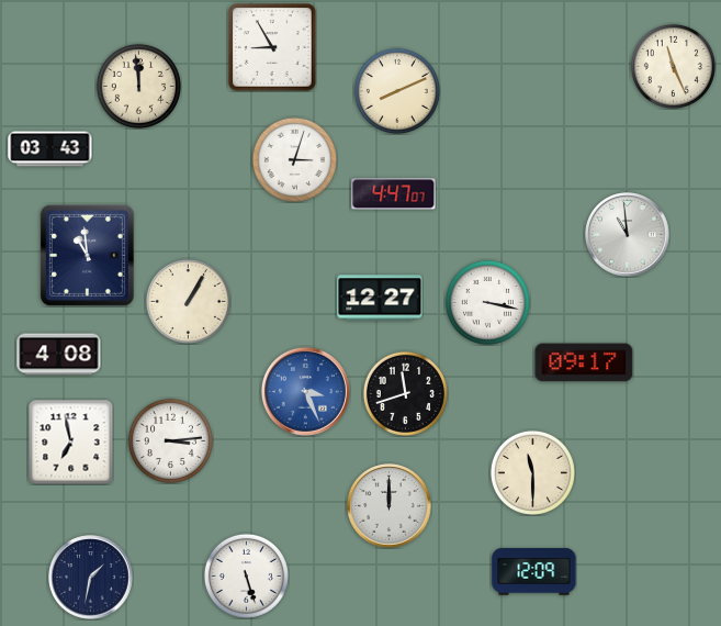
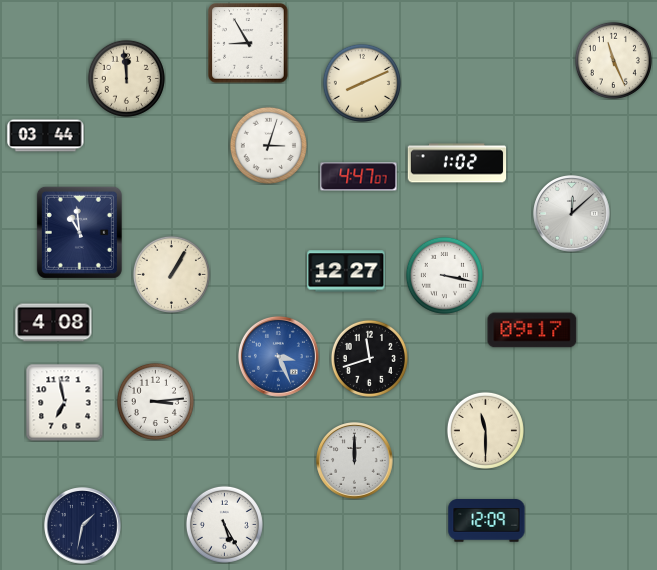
clock at (50, 149): 03:43 -> 03:44
clock at (457, 163): none -> 1:02
clock at (628, 235): 10:59 -> 12:08
clock at (246, 575): 5:27 -> 5:25
